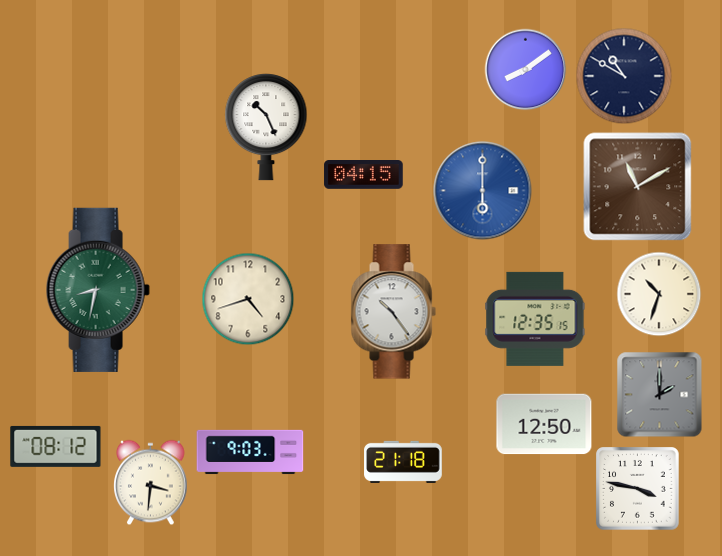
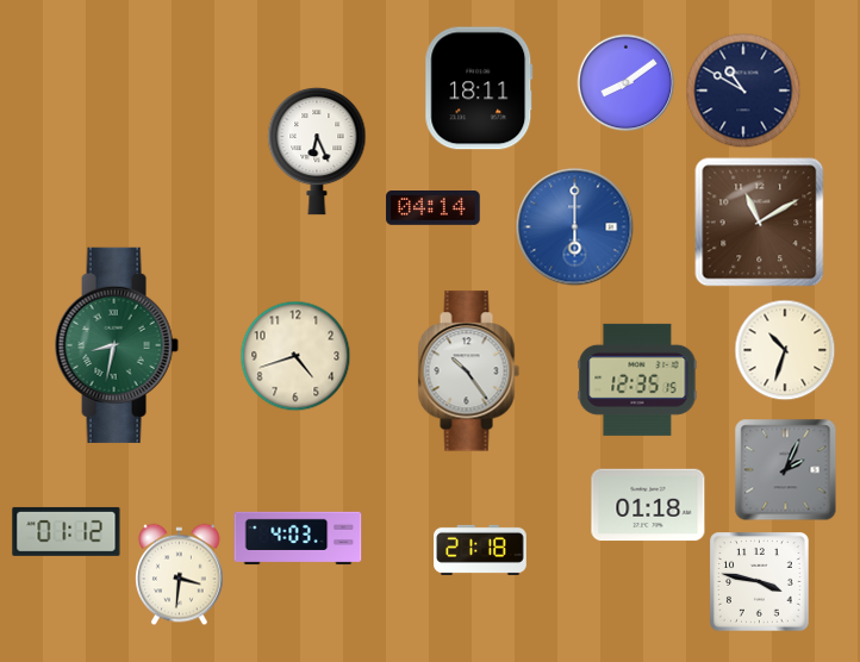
clock at (479, 88): none -> 18:11
clock at (266, 128): 10:26 -> 6:26
clock at (364, 175): 04:15 -> 04:14
clock at (659, 394): 2:00 -> 2:04
clock at (544, 424): 12:50 -> 01:18
clock at (56, 446): 08:12 -> 01:12
clock at (250, 452): 9:03 -> 4:03
